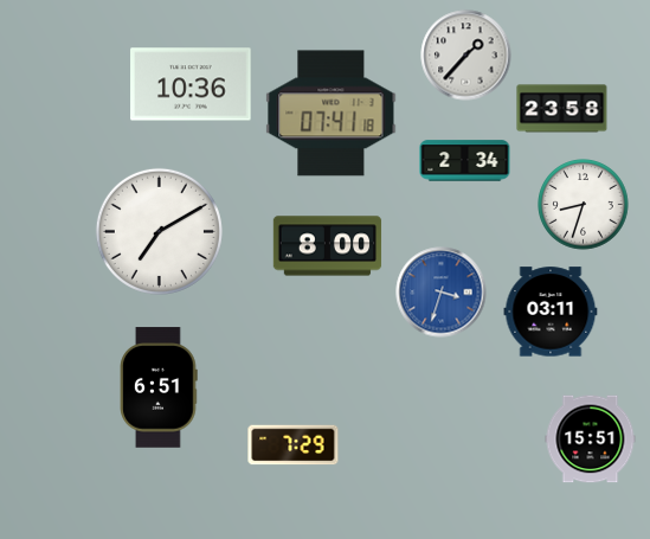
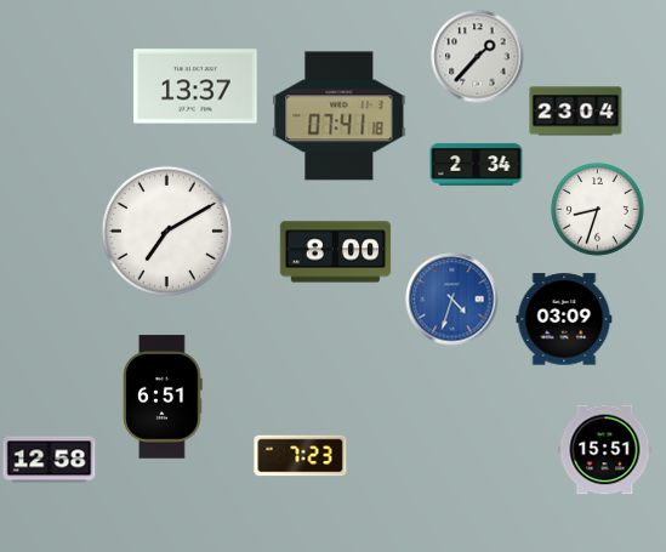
clock at (191, 84): 10:36 -> 13:37
clock at (562, 109): 23:58 -> 23:04
clock at (159, 231) position: (159, 231) -> (166, 231)
clock at (442, 293): 3:33 -> 4:33
clock at (551, 312): 03:11 -> 03:09
clock at (294, 445): 7:29 -> 7:23
clock at (50, 460): none -> 12:58
